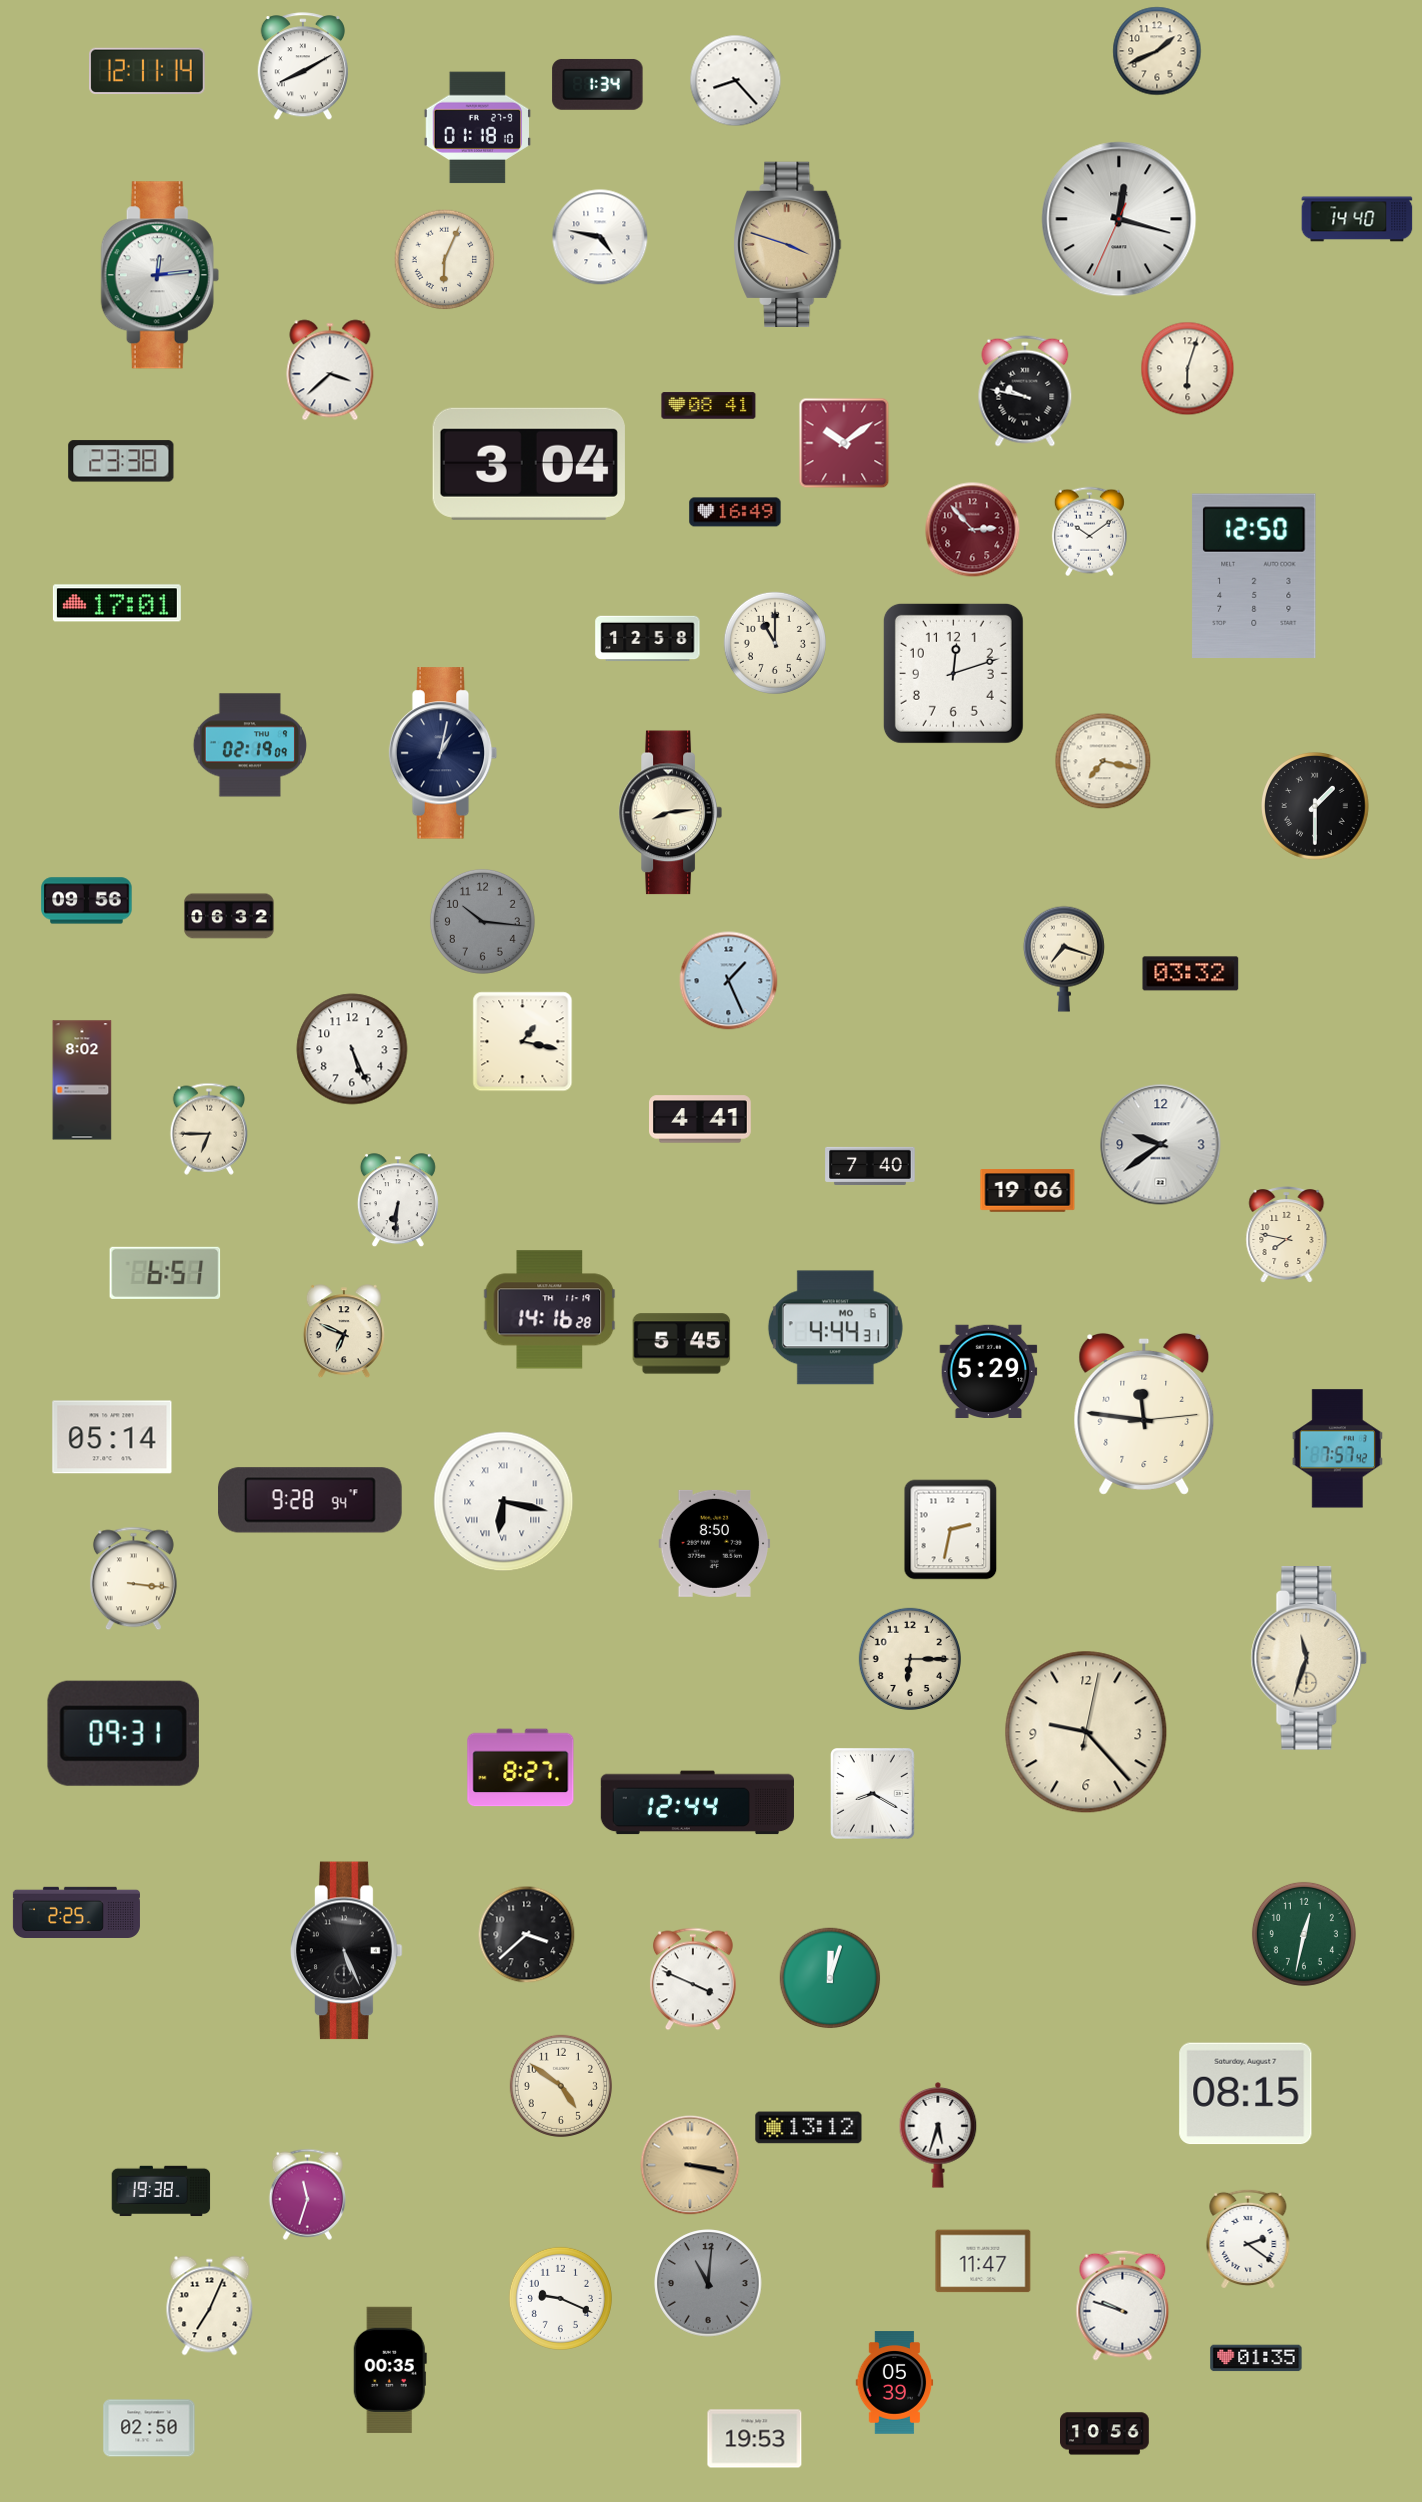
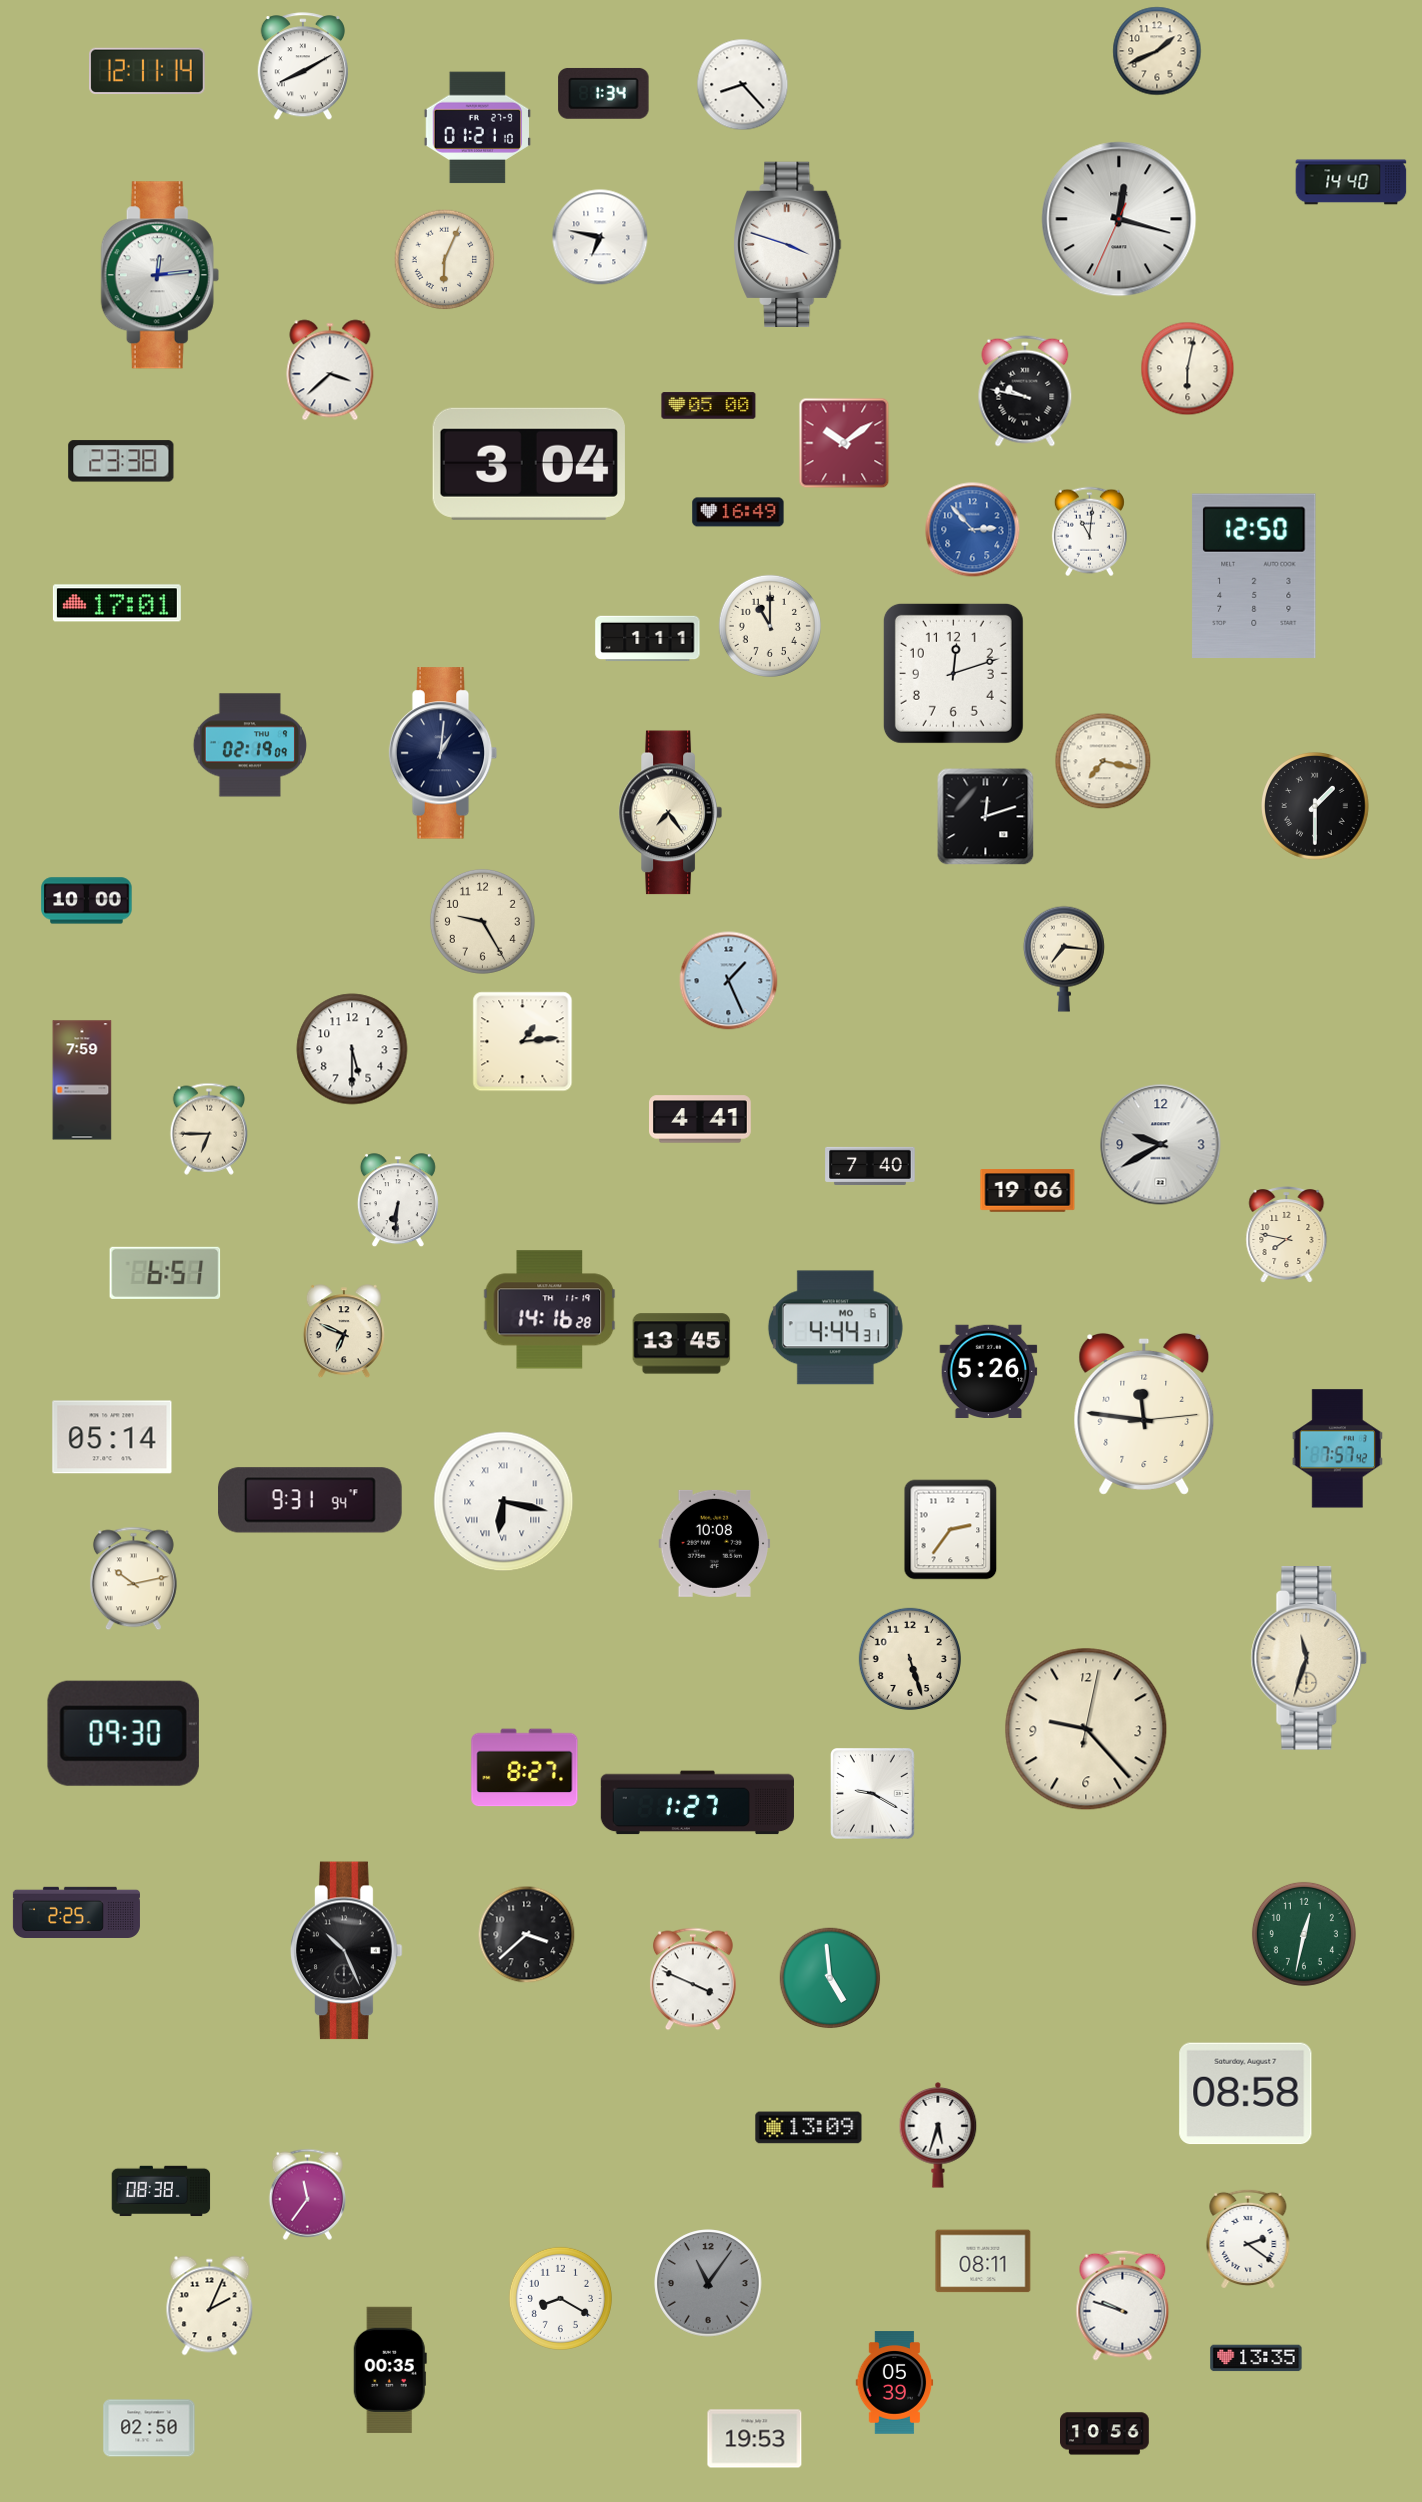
clock at (736, 81) position: (736, 81) -> (743, 85)
clock at (598, 84) position: (598, 84) -> (604, 93)
clock at (478, 128): 01:18 -> 01:21
clock at (1357, 219) position: (1357, 219) -> (1351, 182)
clock at (600, 237): 4:47 -> 6:47
clock at (788, 244) dial: champagne -> white
clock at (1188, 369): 6:03 -> 6:02
clock at (709, 406): 08:41 -> 05:00
clock at (735, 512) position: (735, 512) -> (738, 512)
clock at (973, 530) dial: burgundy -> blue
clock at (1089, 532): 10:09 -> 11:01
clock at (648, 639): 12:58 -> 1:11
clock at (775, 643) position: (775, 643) -> (770, 626)
clock at (443, 753): 1:02 -> 1:01
clock at (670, 813): 8:14 -> 7:24
clock at (986, 817): none -> 12:12
clock at (87, 901): 09:56 -> 10:00
clock at (229, 916): 06:32 -> none
clock at (482, 921): 10:16 -> 9:25
clock at (482, 921) dial: grey -> cream
clock at (1064, 959): 7:18 -> 7:16
clock at (1191, 974): 03:32 -> none
clock at (523, 1042): 1:17 -> 1:14
clock at (352, 1049): 5:26 -> 5:30
clock at (82, 1080): 8:02 -> 7:59
clock at (1161, 1145): 9:39 -> 9:40
clock at (682, 1344): 5:45 -> 13:45
clock at (989, 1371): 5:29 -> 5:26
clock at (310, 1500): 9:28 -> 9:31
clock at (951, 1530): 2:32 -> 2:36
clock at (715, 1543): 8:50 -> 10:08
clock at (133, 1579): 3:16 -> 10:13
clock at (910, 1659): 6:15 -> 5:27
clock at (1086, 1732) position: (1086, 1732) -> (1086, 1729)
clock at (123, 1733): 09:31 -> 09:30
clock at (521, 1768) position: (521, 1768) -> (525, 1768)
clock at (873, 1794): 8:20 -> 9:20
clock at (697, 1803): 12:44 -> 1:27
clock at (347, 1951): 5:26 -> 10:26
clock at (830, 1978): 12:03 -> 4:59
clock at (561, 2086): 4:51 -> none
clock at (1246, 2094): 08:15 -> 08:58
clock at (809, 2128): 13:12 -> 13:09
clock at (690, 2165): 3:17 -> none
clock at (161, 2191): 19:38 -> 08:38
clock at (307, 2194): 11:33 -> 11:36
clock at (983, 2261): 11:47 -> 08:11
clock at (708, 2283): 11:01 -> 11:06
clock at (560, 2298): 9:19 -> 8:20
clock at (210, 2306): 7:04 -> 2:04
clock at (1256, 2358): 01:35 -> 13:35
